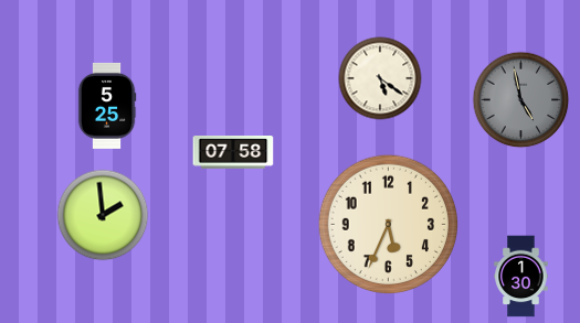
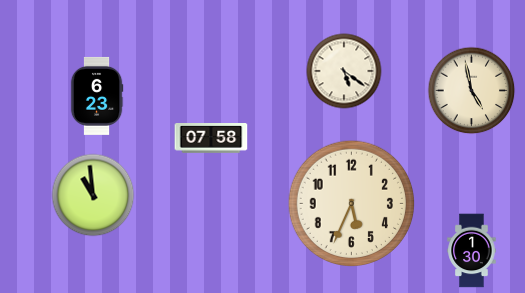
clock at (521, 100) dial: grey -> cream
clock at (107, 106): 5:25 -> 6:23
clock at (103, 215): 1:59 -> 10:59
